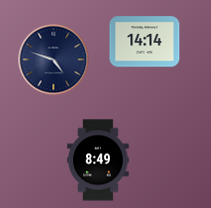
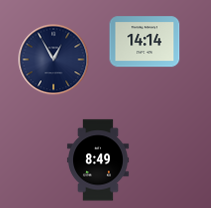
clock at (54, 60): 4:48 -> 12:55
